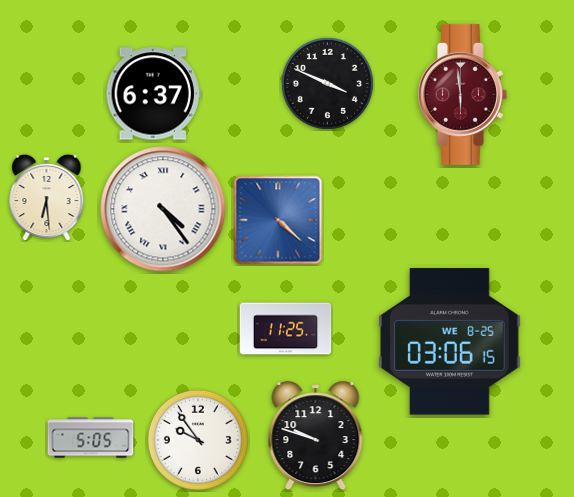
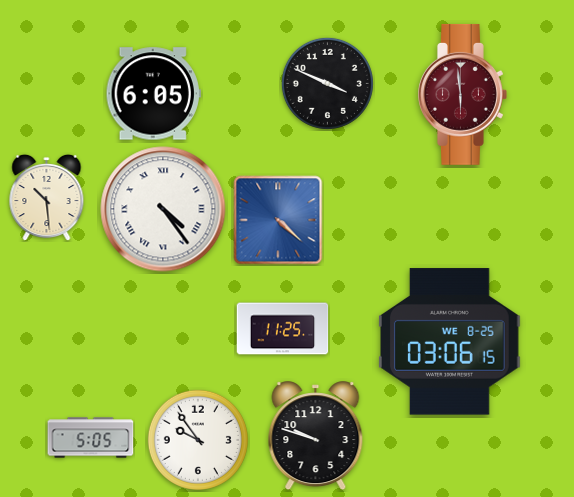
clock at (153, 94): 6:37 -> 6:05
clock at (47, 197): 6:29 -> 10:29
clock at (286, 329) position: (286, 329) -> (283, 329)
